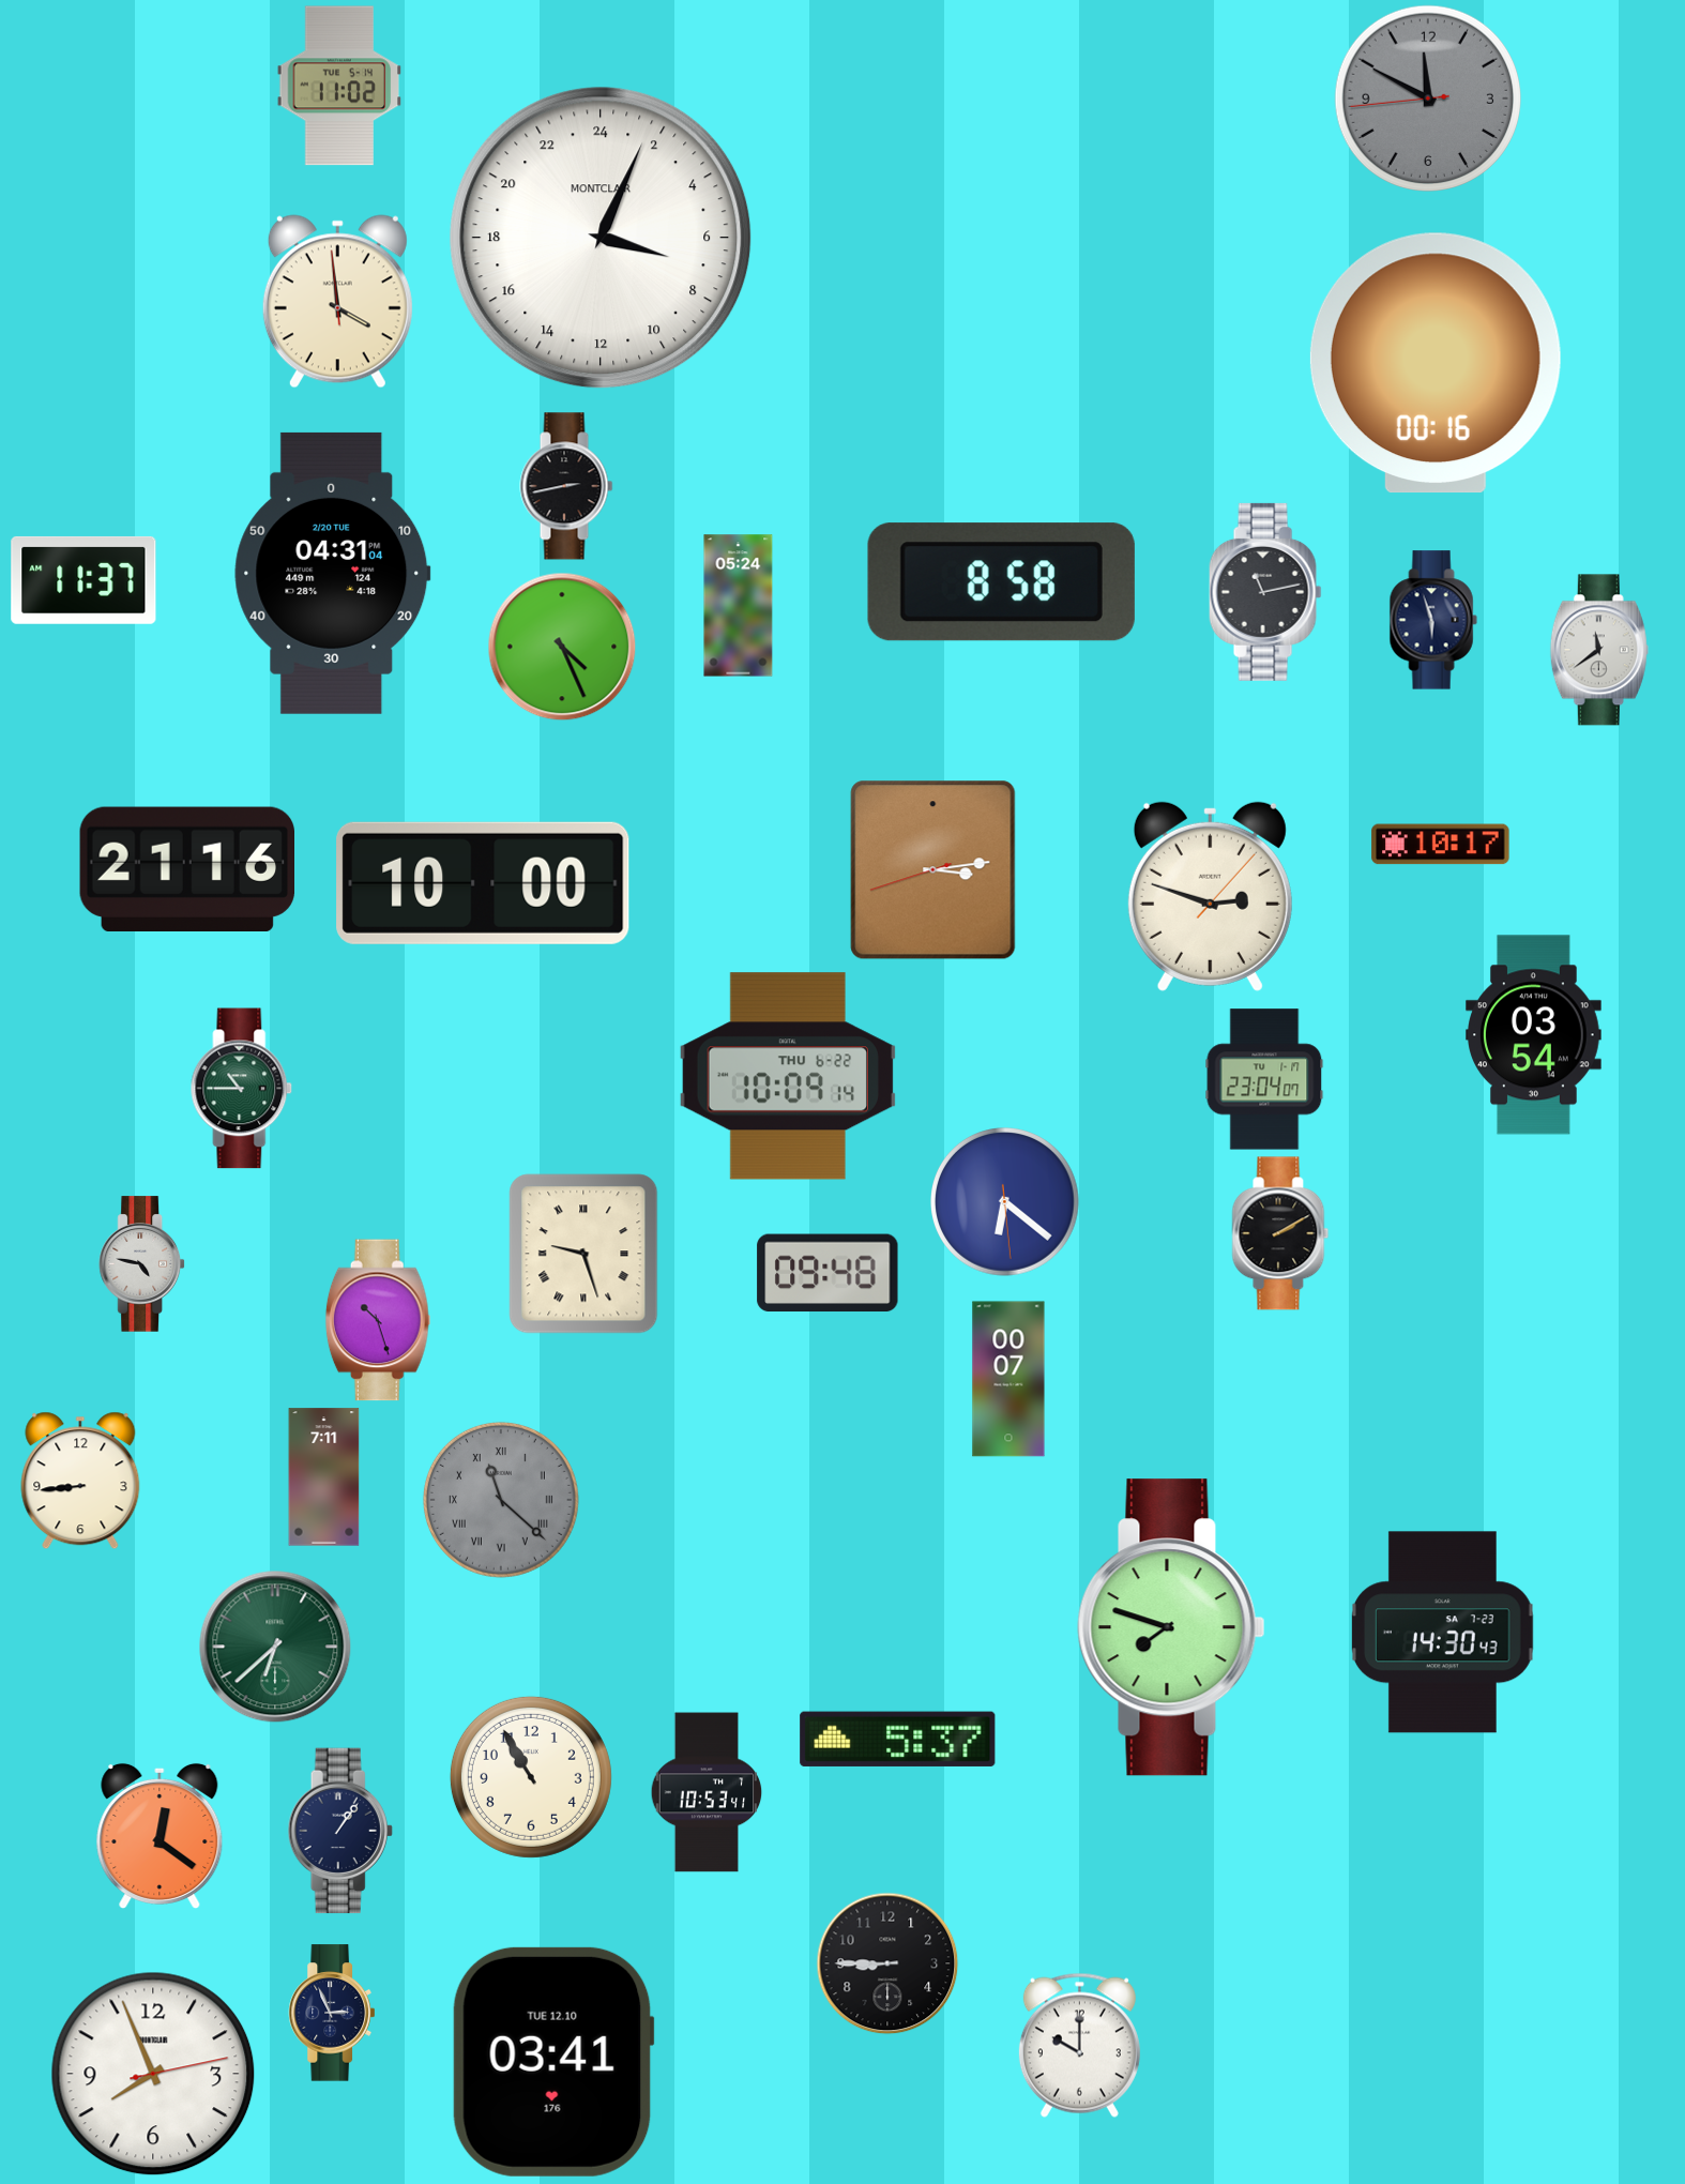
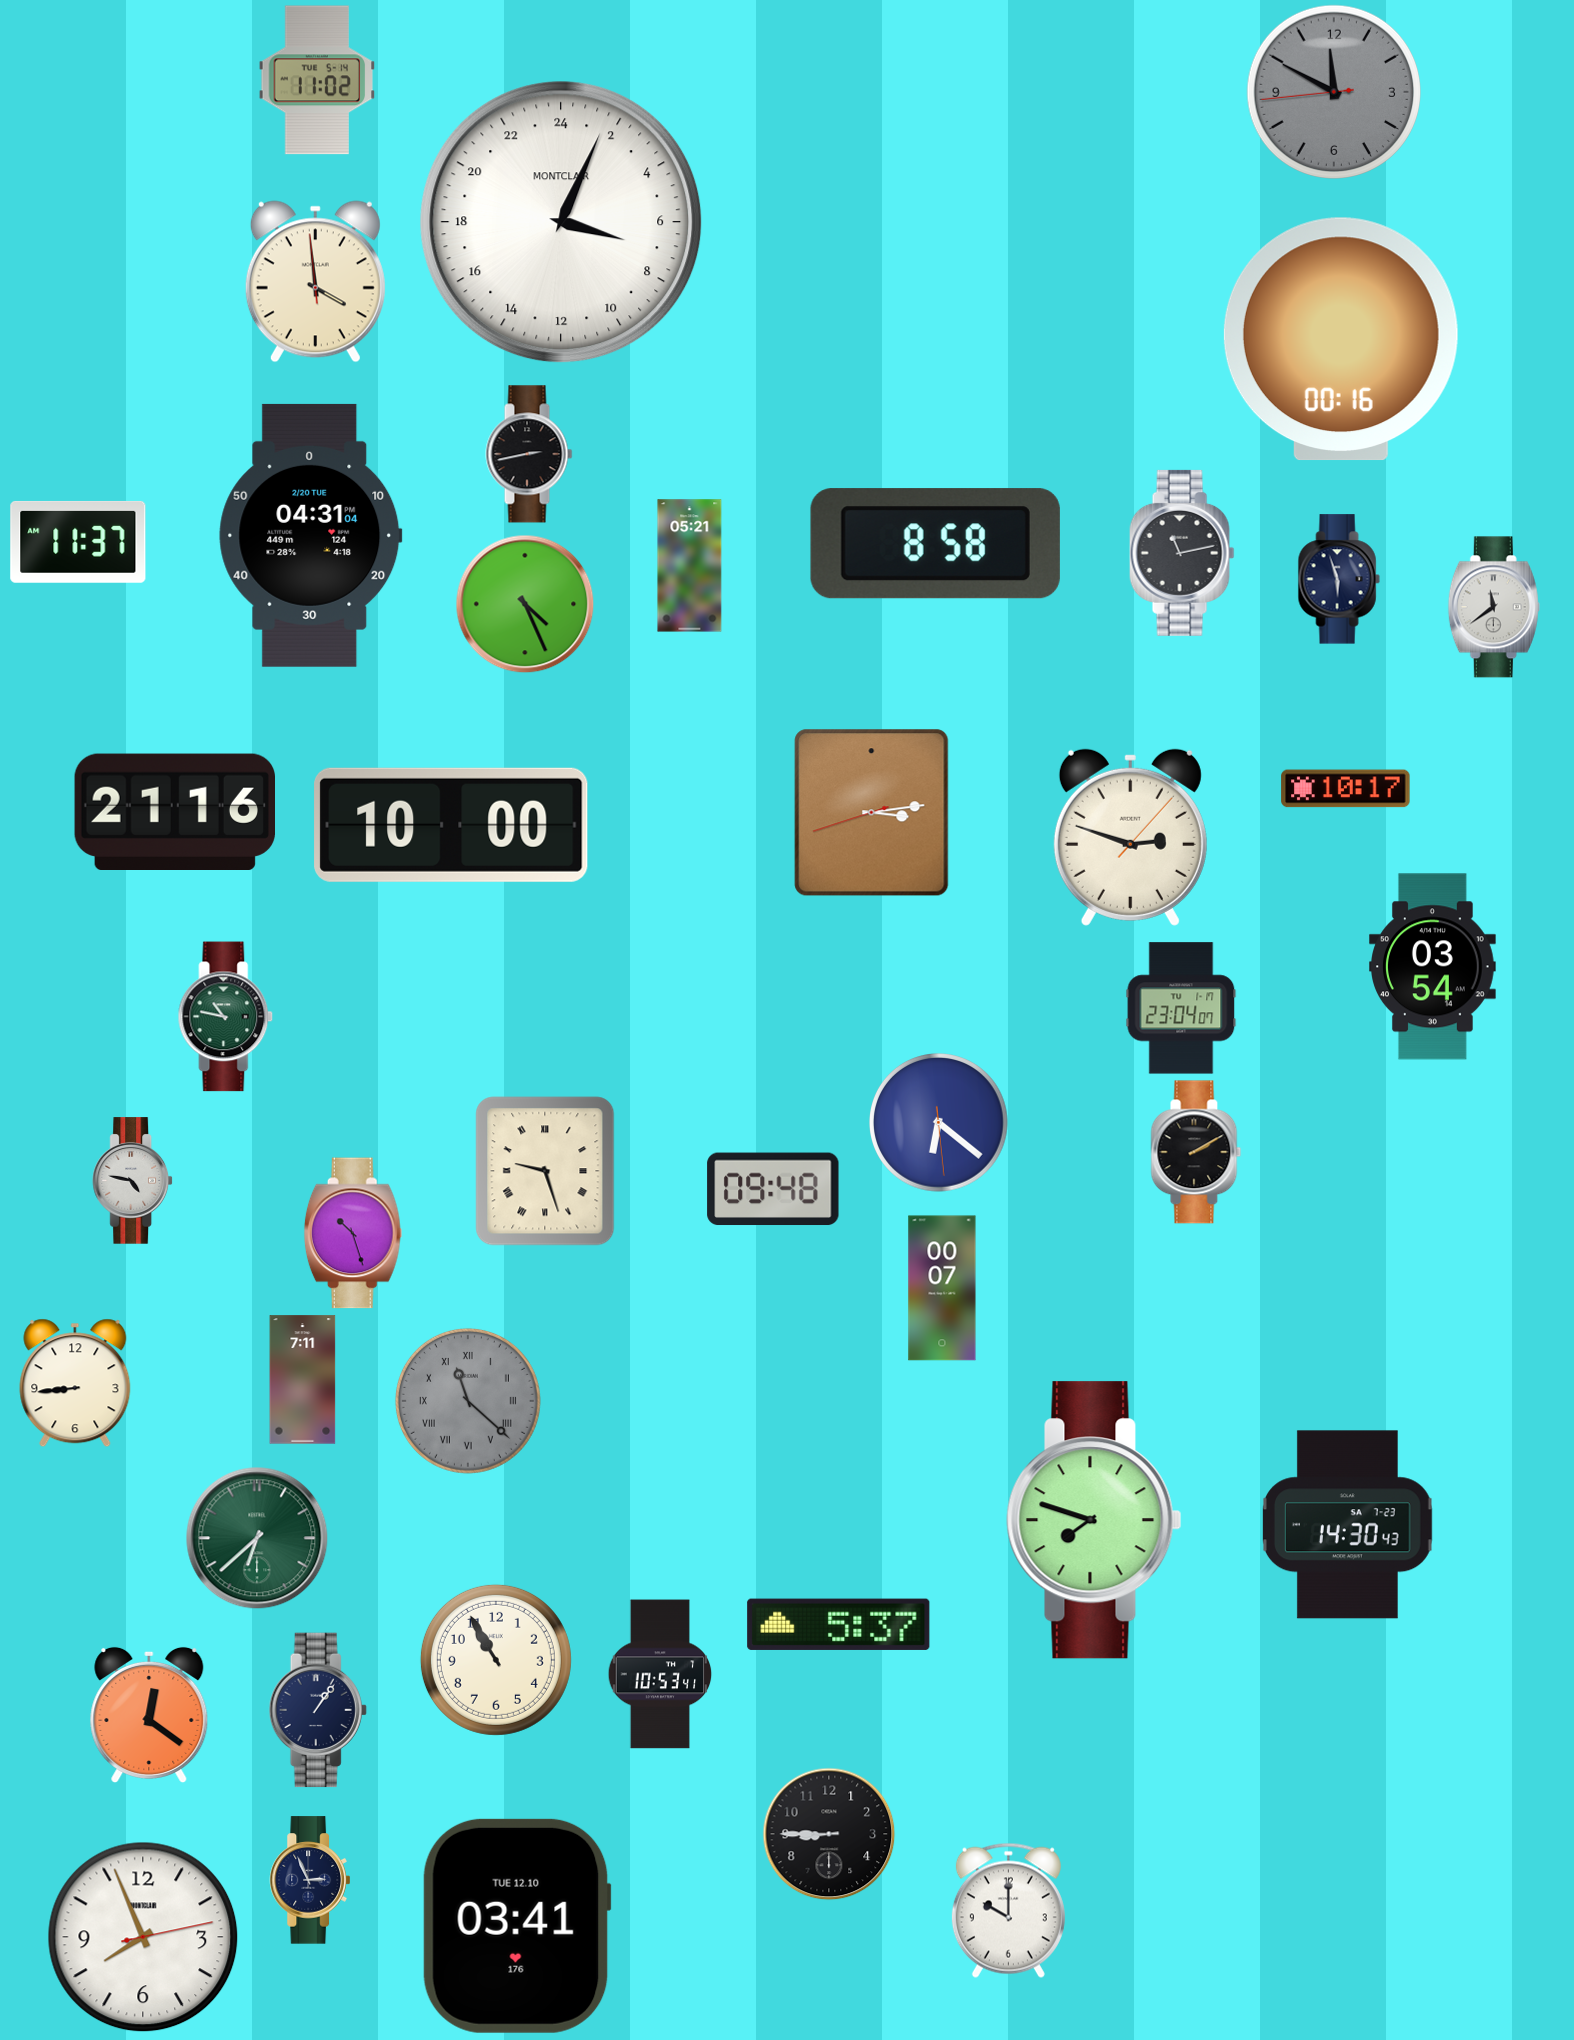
clock at (739, 606): 05:24 -> 05:21
clock at (788, 1076): 10:09 -> none
clock at (242, 1089): 10:45 -> 10:47
